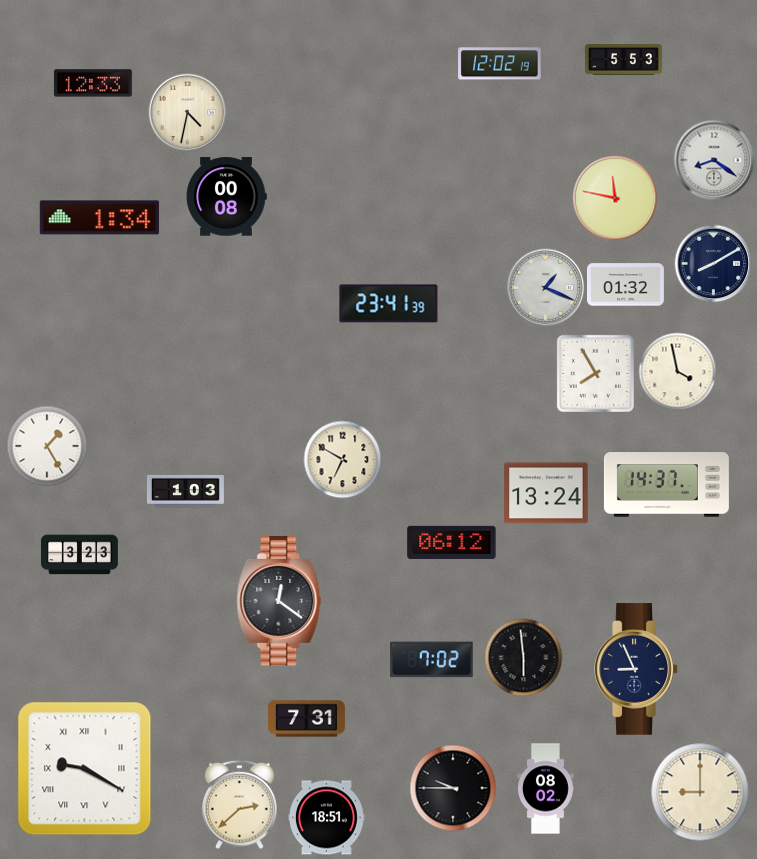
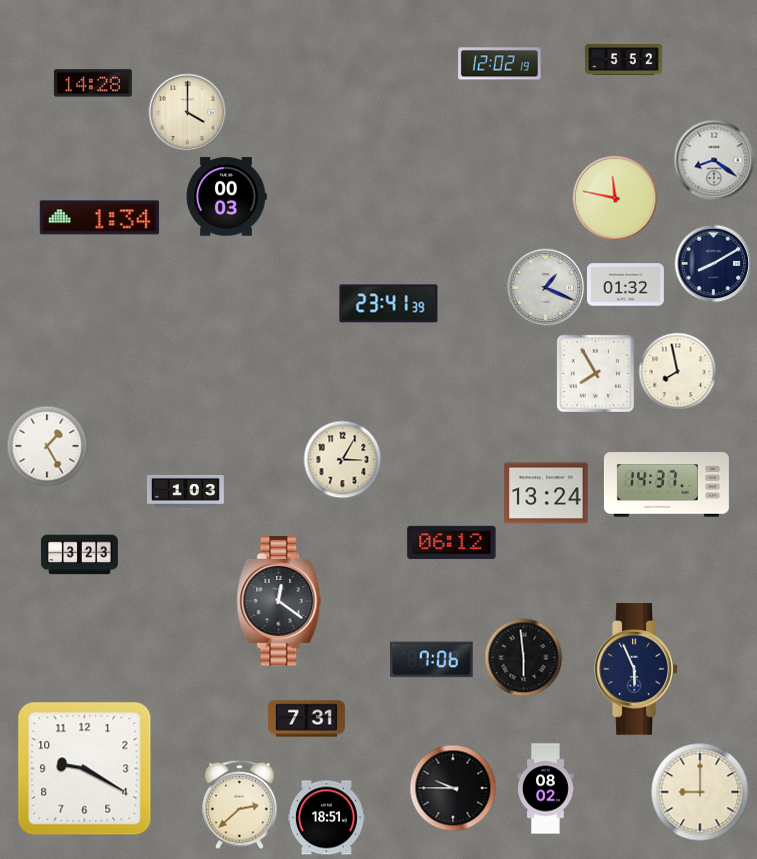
clock at (623, 60): 5:53 -> 5:52
clock at (93, 83): 12:33 -> 14:28
clock at (187, 112): 4:32 -> 4:00
clock at (226, 197): 00:08 -> 00:03
clock at (677, 371): 3:58 -> 7:58
clock at (342, 459): 6:50 -> 3:05
clock at (432, 660): 7:02 -> 7:06
clock at (636, 669): 8:56 -> 5:56
clock at (85, 769) numerals: Roman -> Arabic
